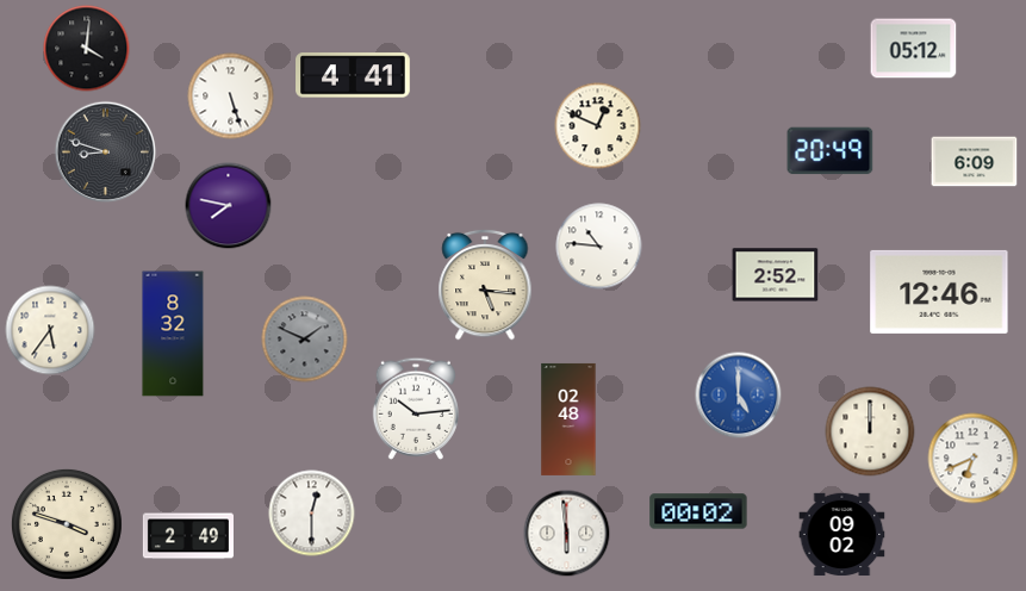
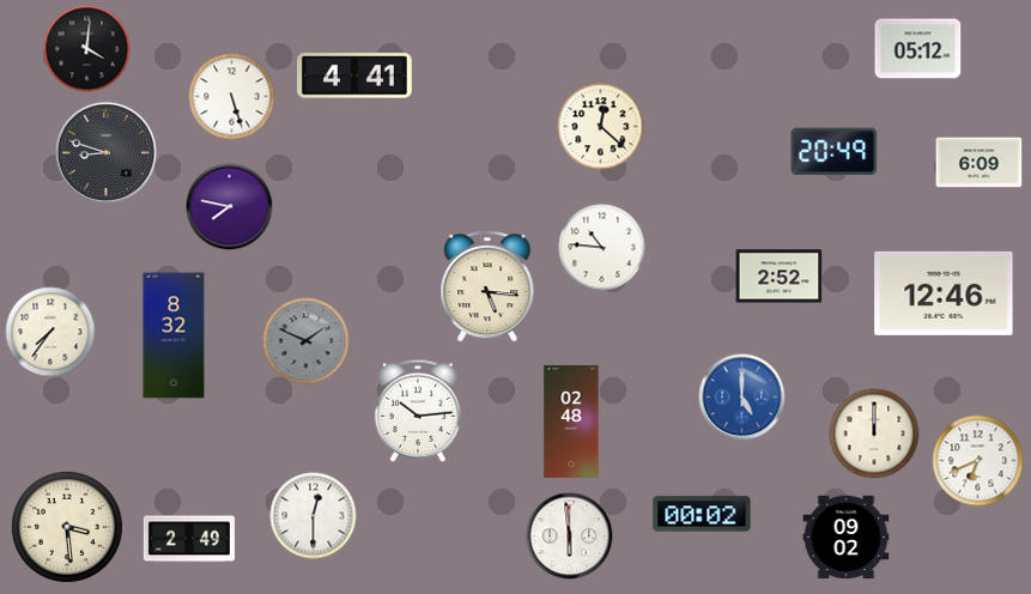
clock at (598, 126): 12:49 -> 12:22
clock at (50, 330): 5:36 -> 7:36
clock at (67, 524): 3:48 -> 3:29
